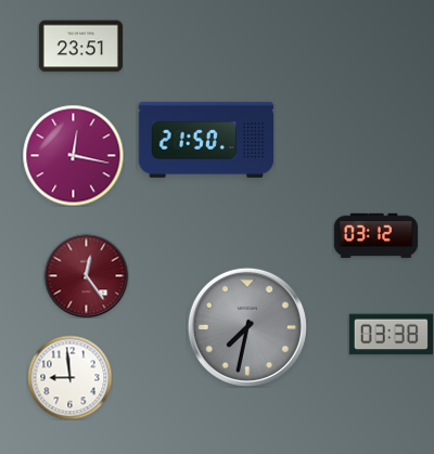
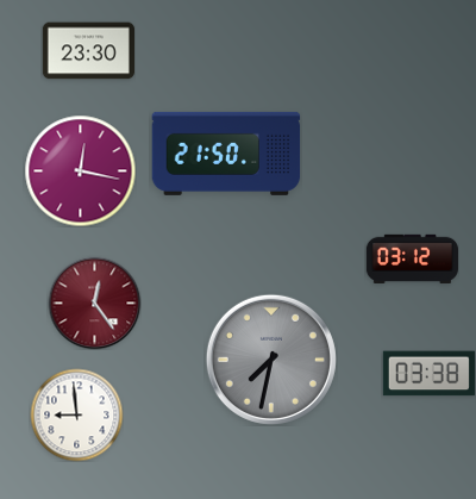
clock at (80, 47): 23:51 -> 23:30
clock at (391, 335) position: (391, 335) -> (428, 374)
